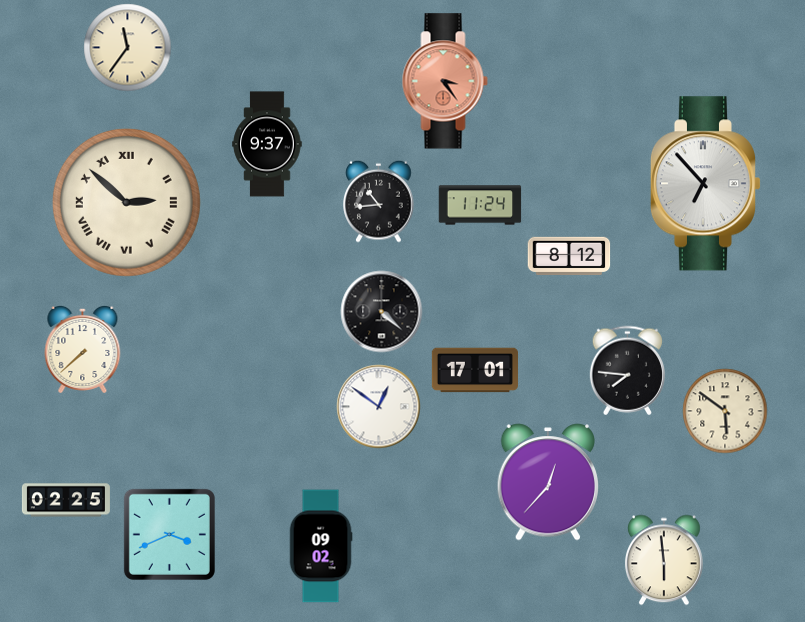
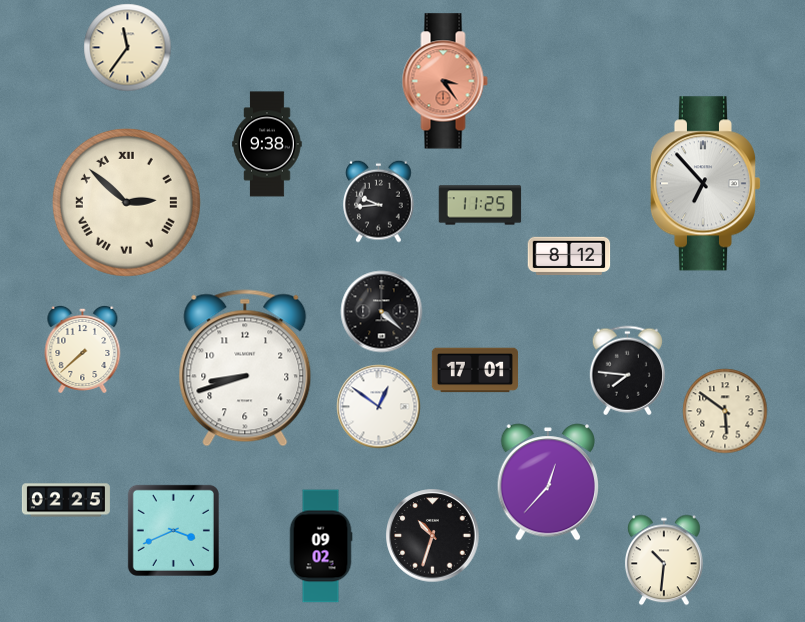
clock at (267, 144): 9:37 -> 9:38
clock at (379, 201): 10:44 -> 9:44
clock at (480, 205): 11:24 -> 11:25
clock at (245, 368): none -> 8:42
clock at (169, 534) position: (169, 534) -> (173, 530)
clock at (433, 536): none -> 10:33
clock at (664, 560): 5:59 -> 10:31
